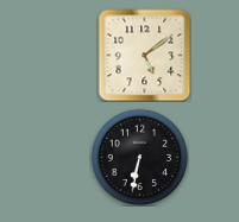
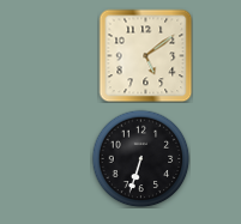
clock at (139, 157): 6:32 -> 6:33
